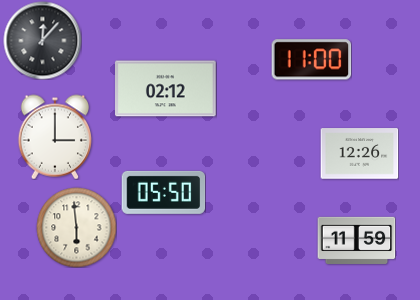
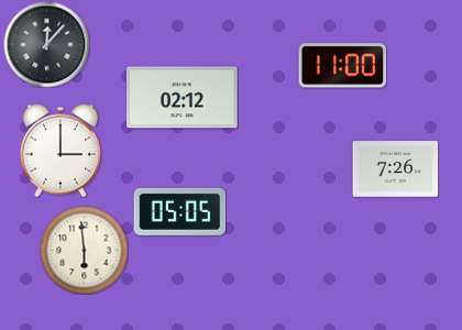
clock at (359, 154): 12:26 -> 7:26
clock at (163, 192): 05:50 -> 05:05
clock at (356, 240): 11:59 -> none
